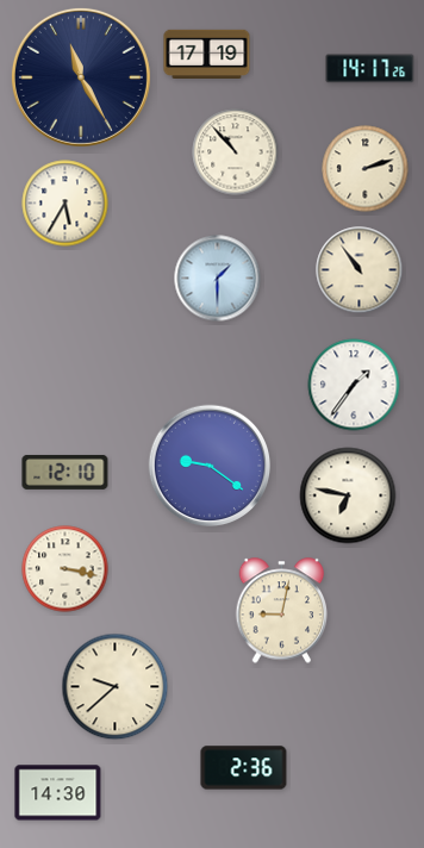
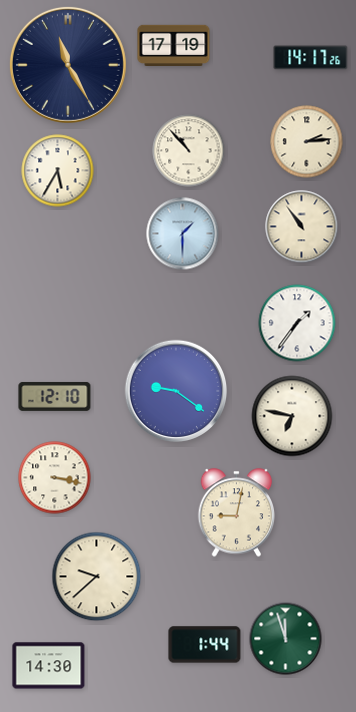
clock at (236, 152) position: (236, 152) -> (189, 151)
clock at (366, 169): 2:12 -> 2:14
clock at (66, 204) position: (66, 204) -> (58, 171)
clock at (286, 639): none -> 11:57
clock at (244, 768): 2:36 -> 1:44
